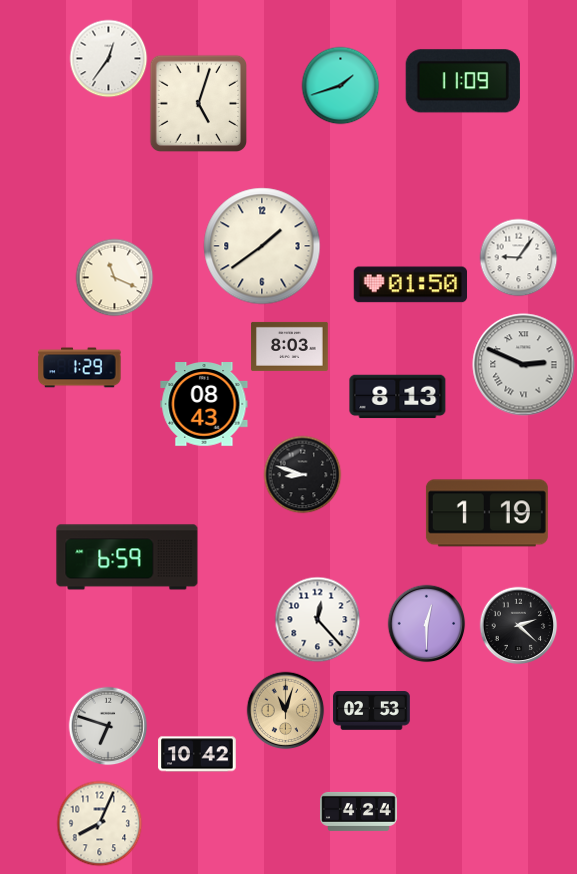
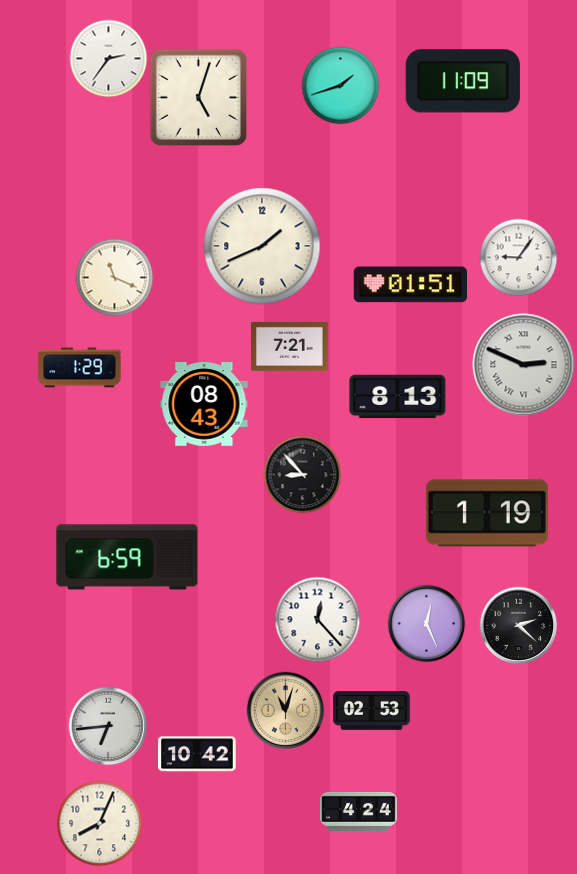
clock at (108, 58): 12:36 -> 2:36
clock at (198, 103) position: (198, 103) -> (198, 97)
clock at (262, 246): 1:39 -> 1:41
clock at (410, 285): 01:50 -> 01:51
clock at (290, 346): 8:03 -> 7:21
clock at (302, 474): 8:48 -> 8:53
clock at (426, 623): 12:30 -> 12:26
clock at (108, 726): 6:48 -> 6:44
